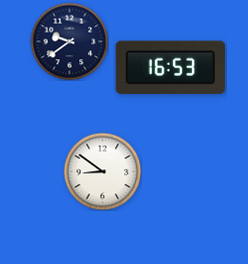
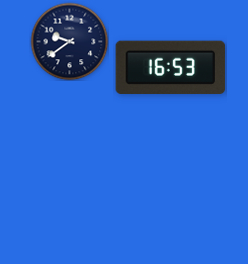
clock at (102, 171): 8:51 -> none
